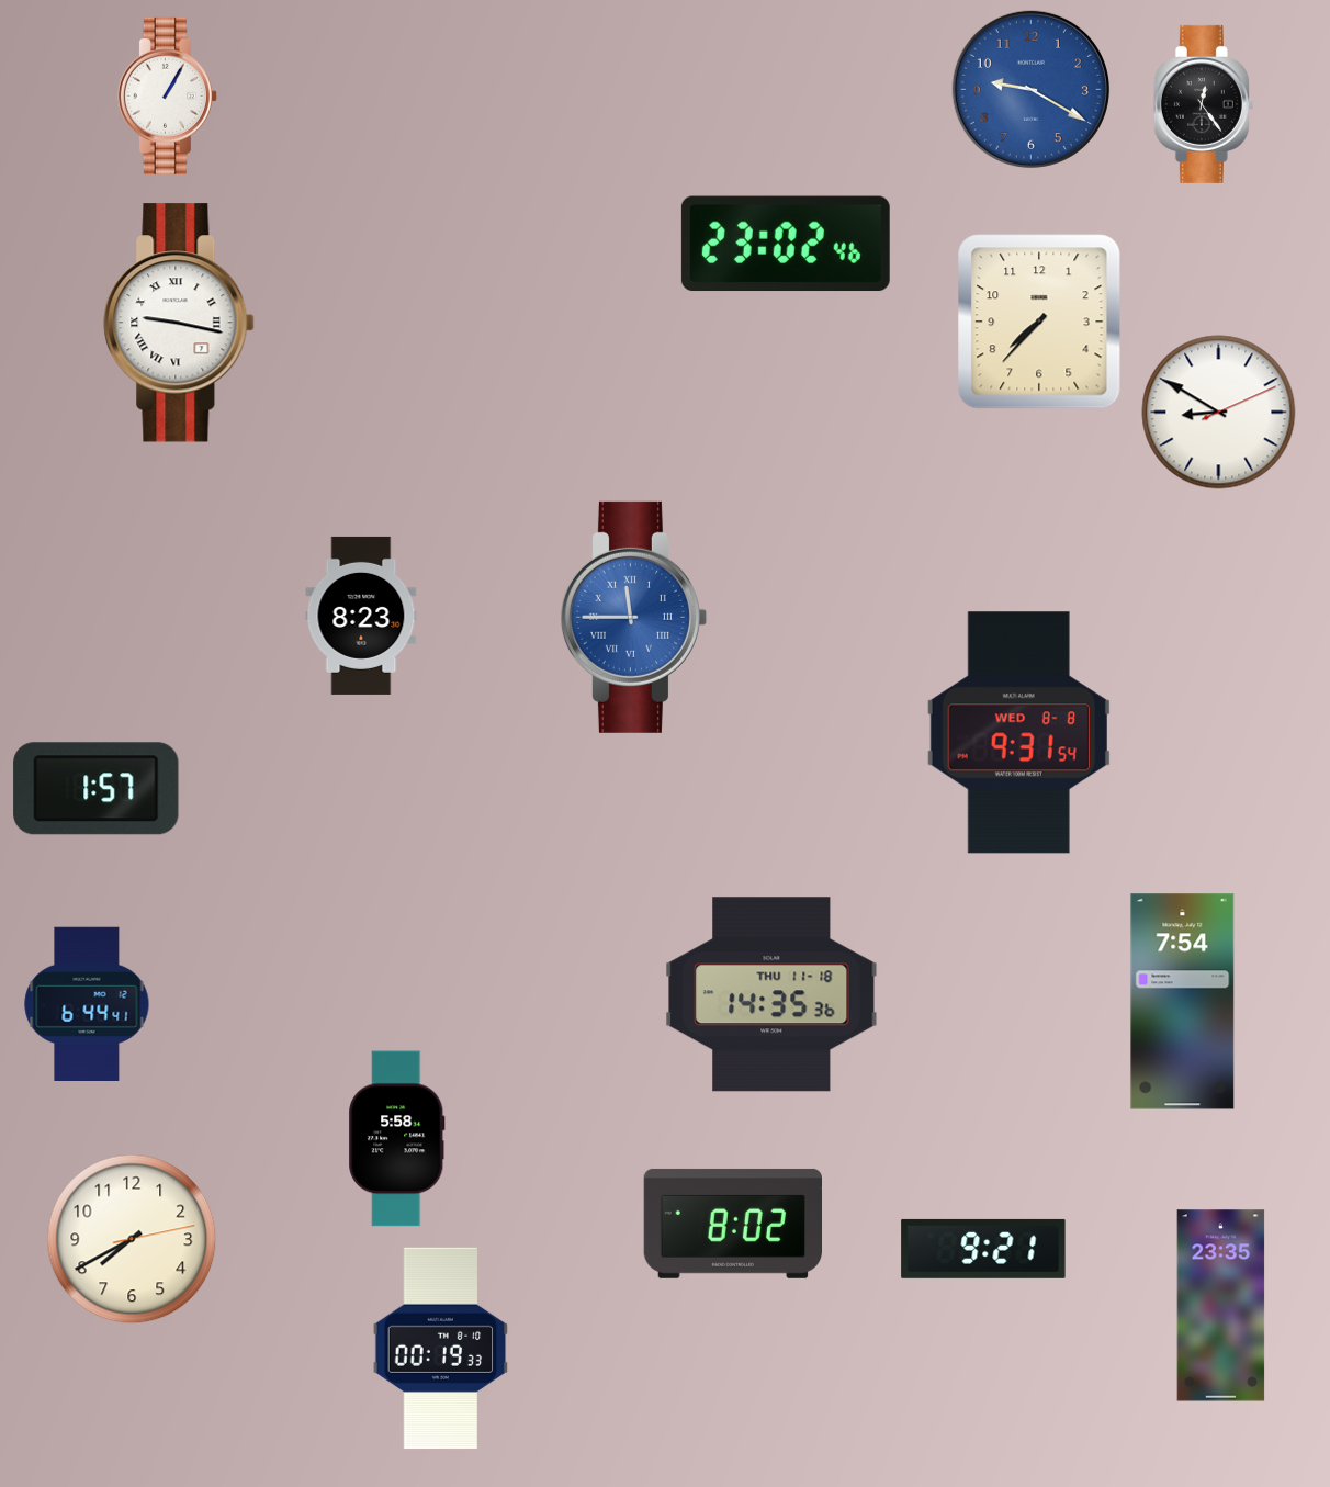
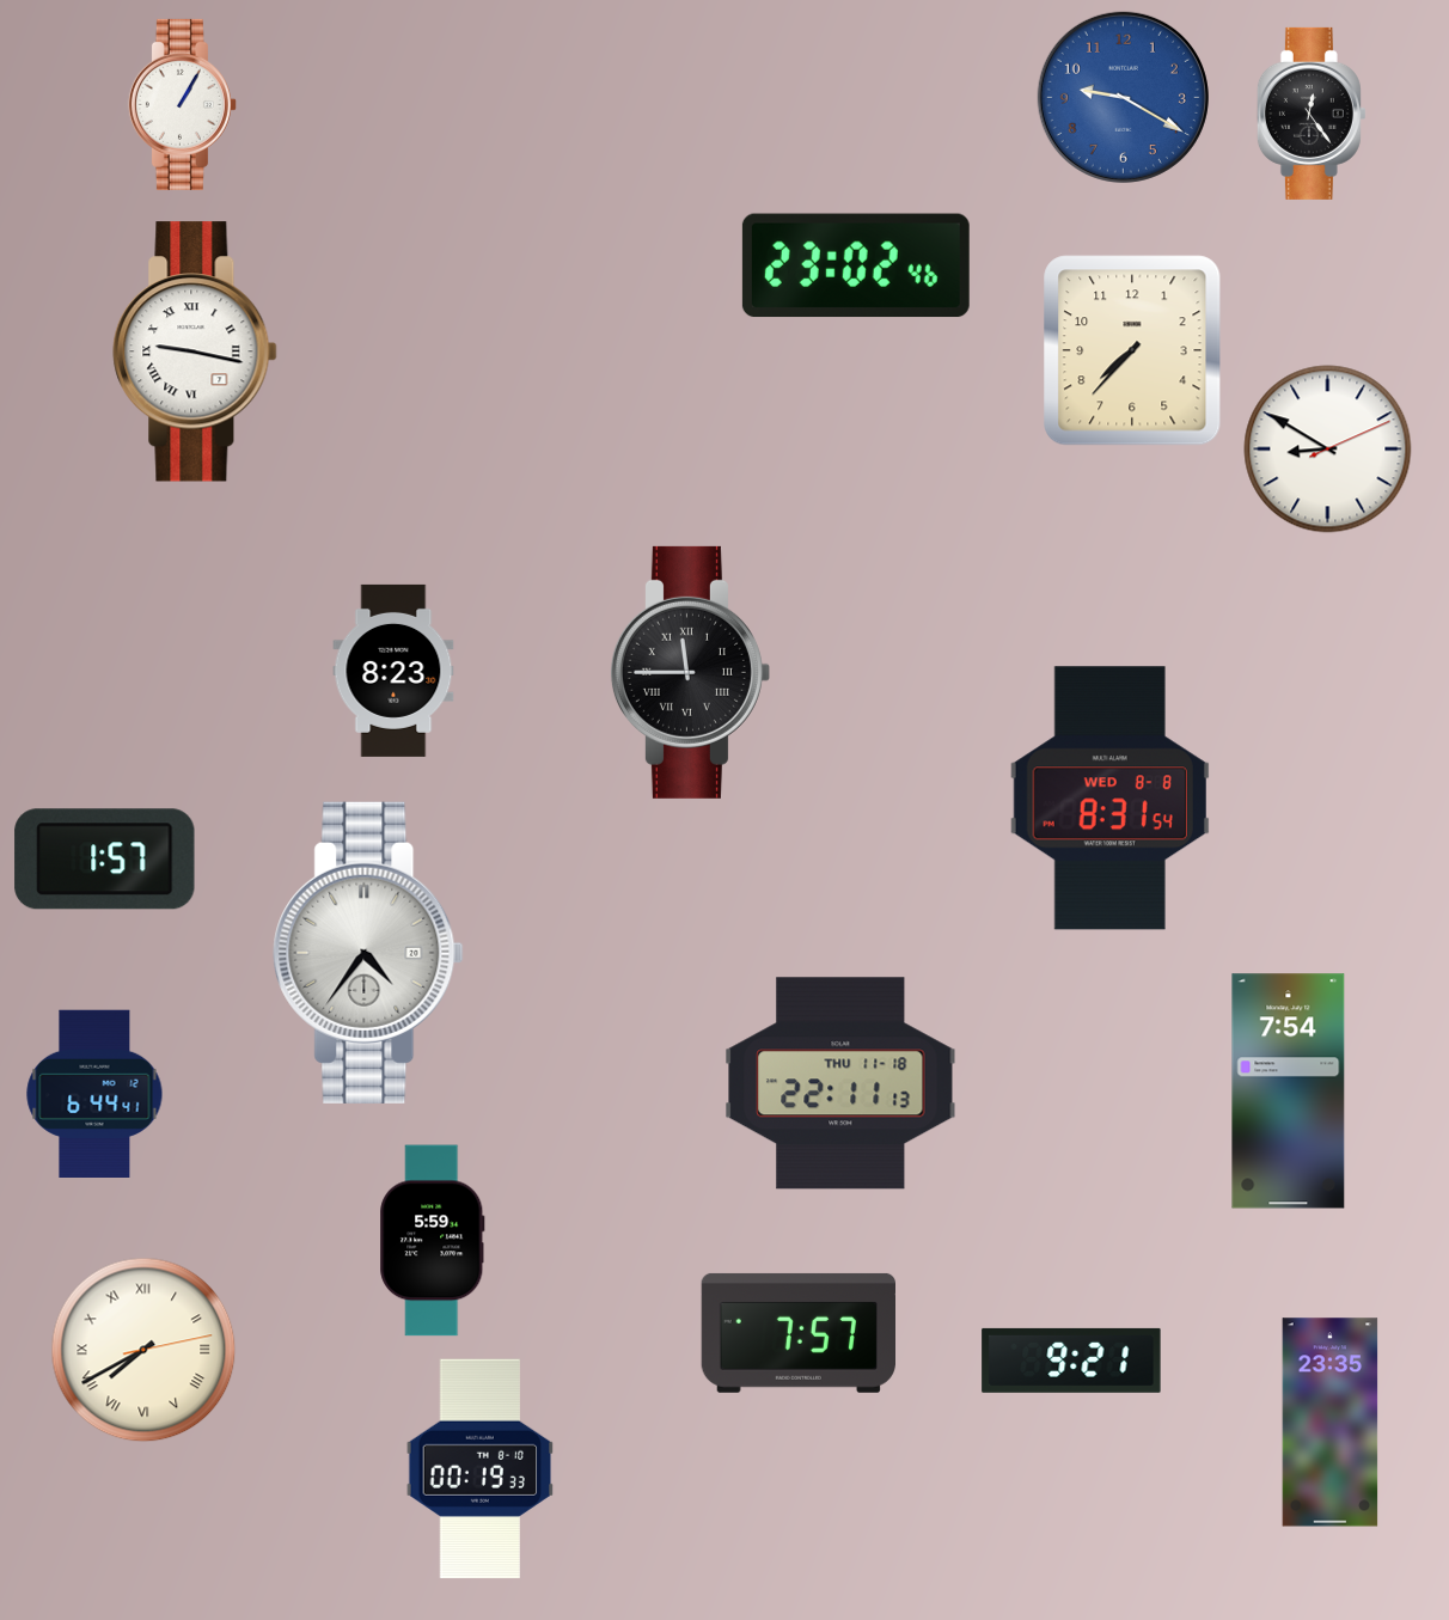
clock at (633, 617) dial: blue -> black
clock at (1018, 733): 9:31 -> 8:31
clock at (368, 953): none -> 4:36
clock at (771, 994): 14:35 -> 22:11
clock at (397, 1139): 5:58 -> 5:59
clock at (732, 1224): 8:02 -> 7:57
clock at (132, 1239) numerals: Arabic -> Roman
